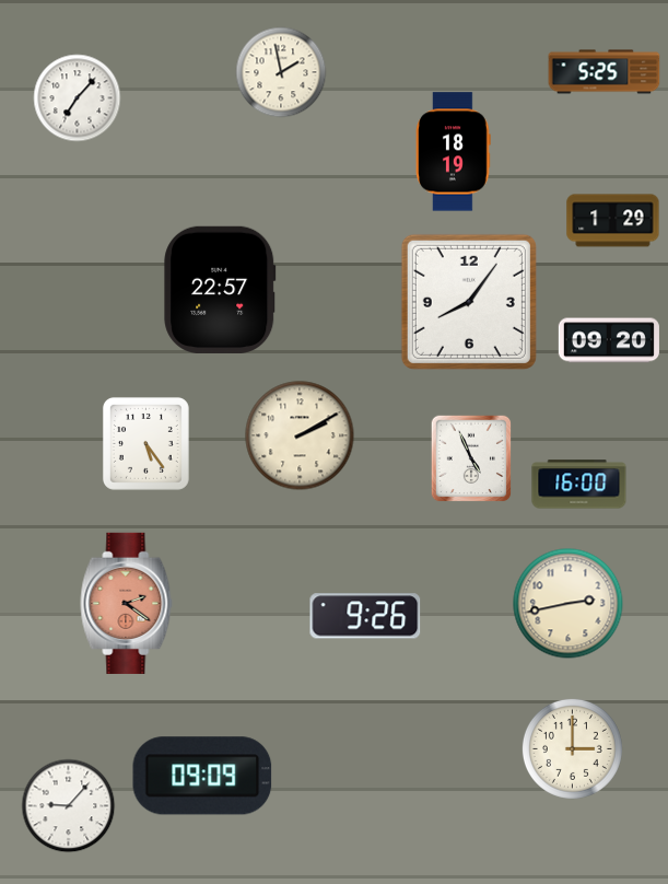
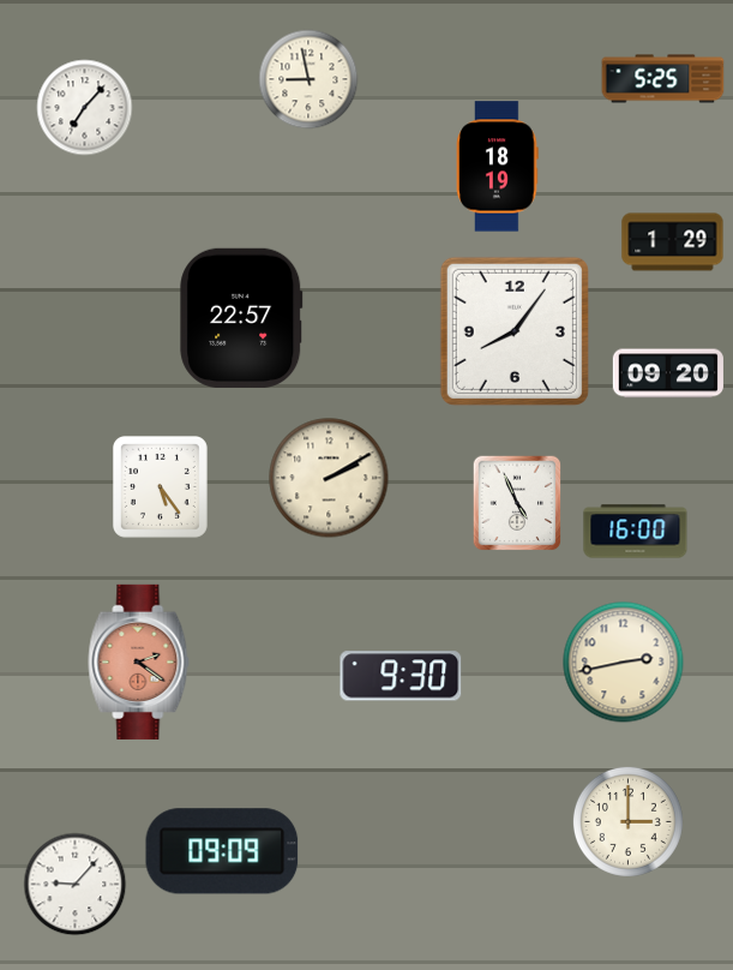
clock at (281, 72): 1:58 -> 8:58
clock at (365, 616): 9:26 -> 9:30
